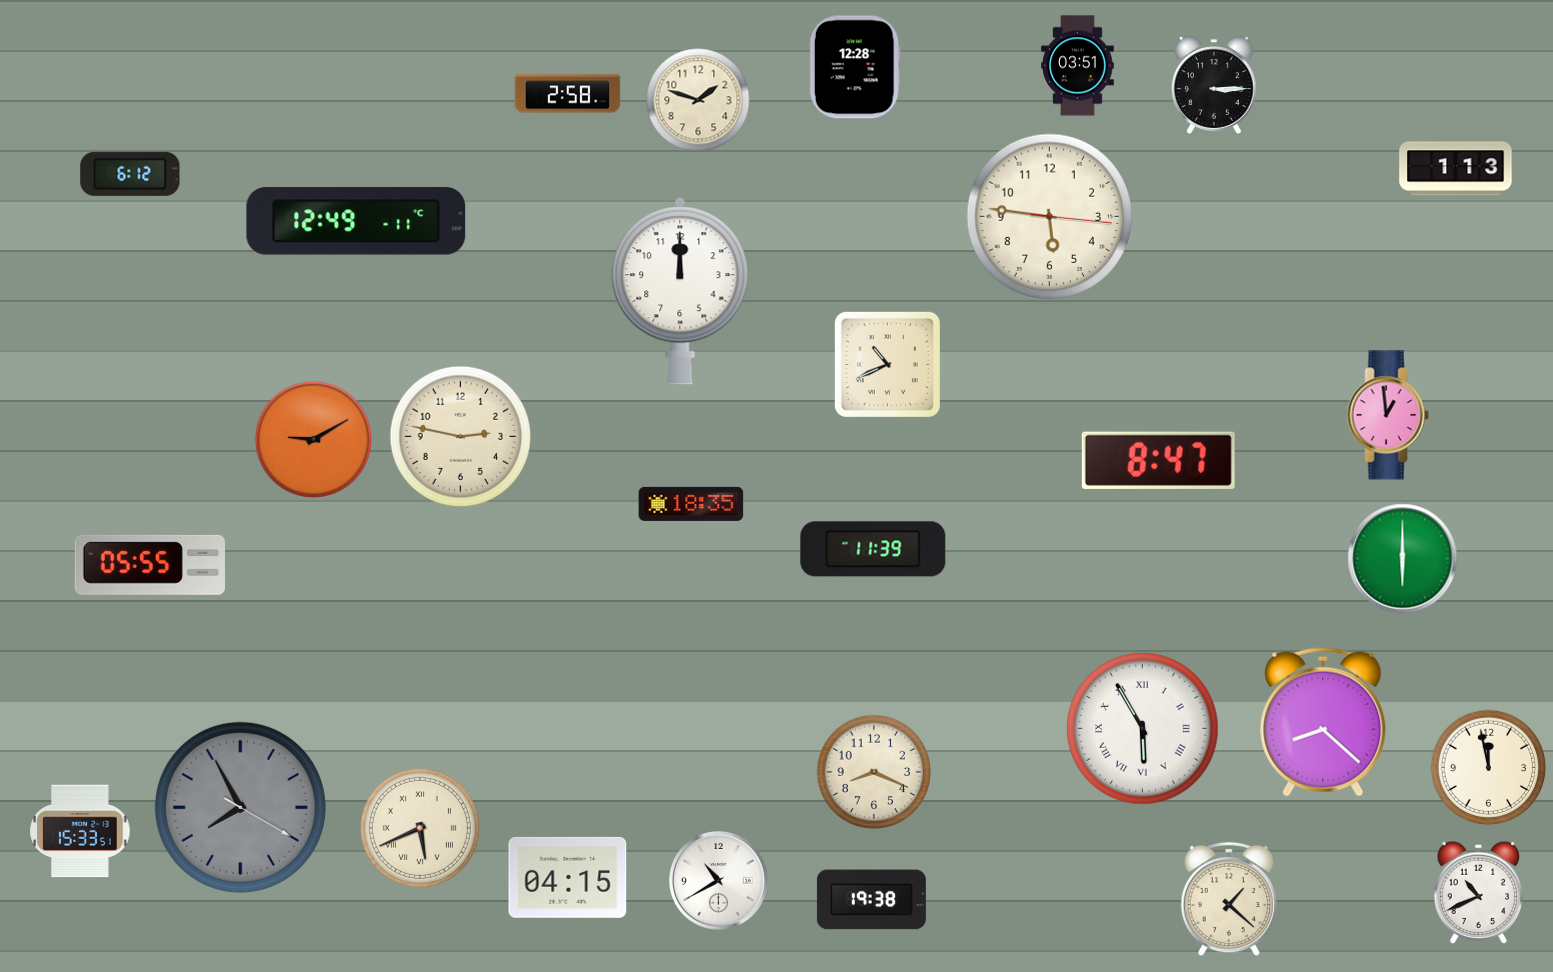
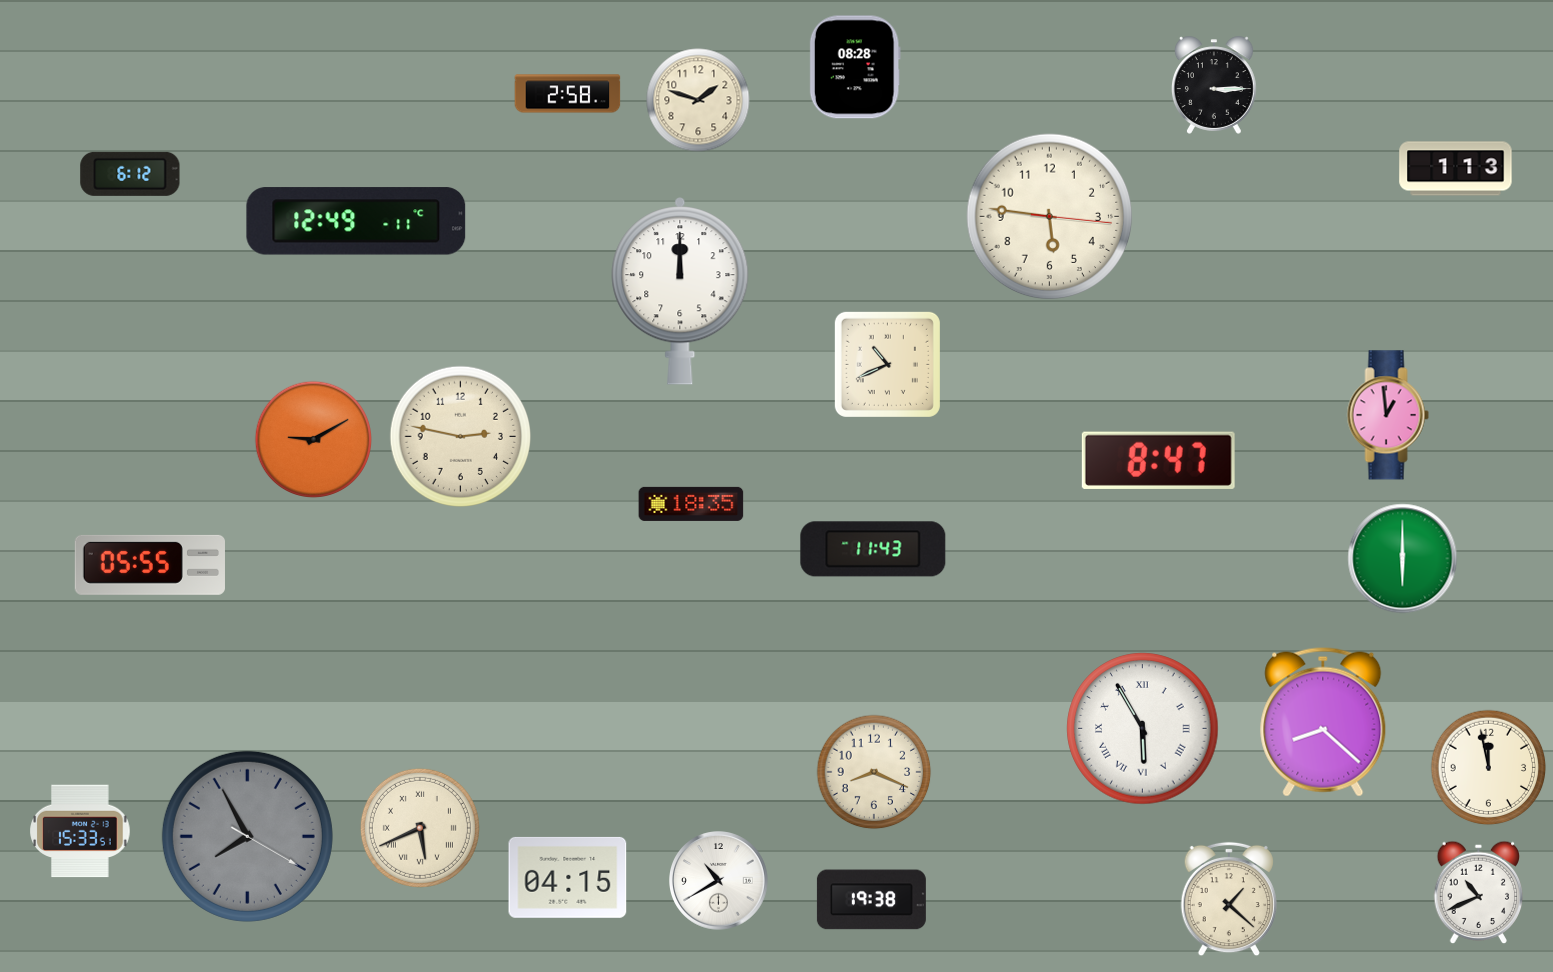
clock at (1078, 66): 03:51 -> none
clock at (855, 67): 12:28 -> 08:28
clock at (873, 549): 11:39 -> 11:43
clock at (240, 807) position: (240, 807) -> (247, 836)
